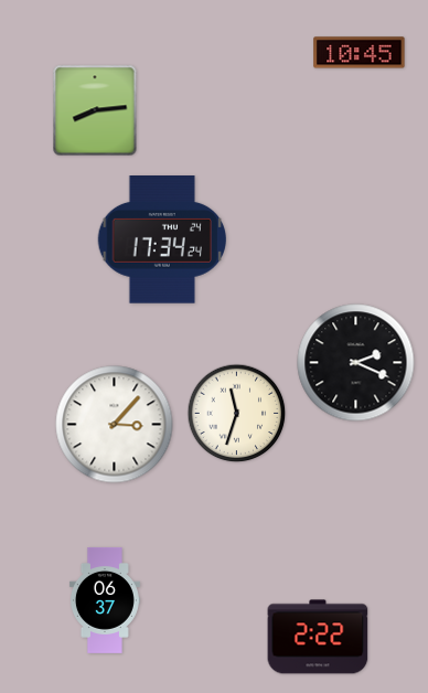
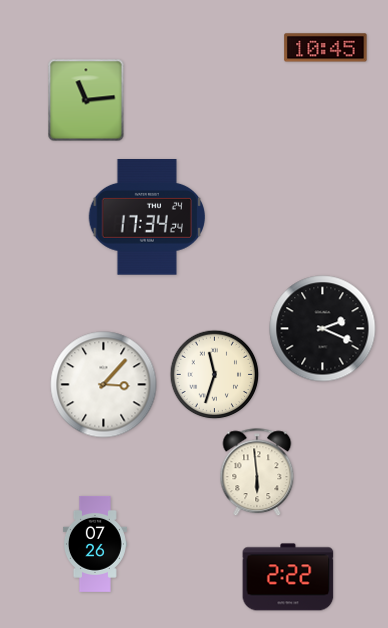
clock at (95, 110): 8:14 -> 11:14
clock at (257, 473): none -> 5:59
clock at (105, 600): 06:37 -> 07:26
